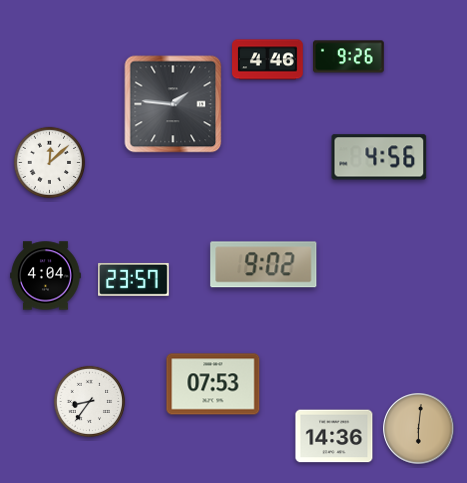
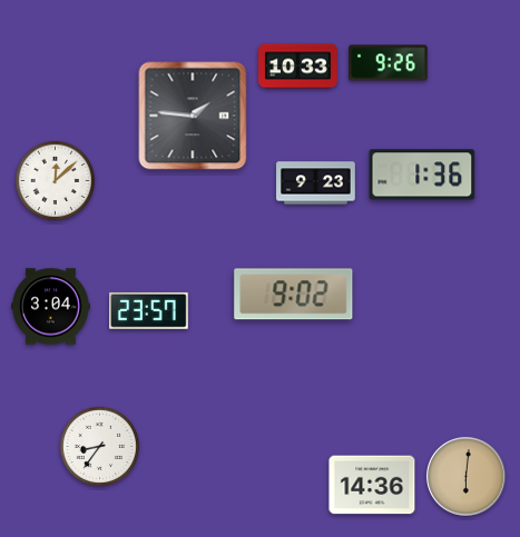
clock at (268, 60): 4:46 -> 10:33
clock at (379, 157): 4:56 -> 1:36
clock at (316, 183): none -> 9:23
clock at (46, 276): 4:04 -> 3:04
clock at (213, 384): 07:53 -> none
